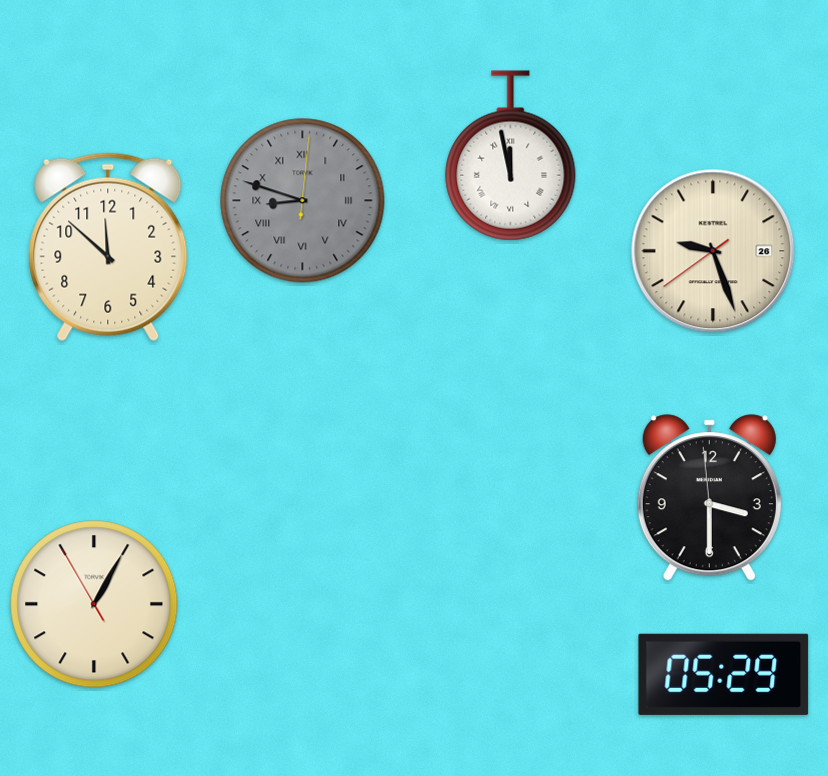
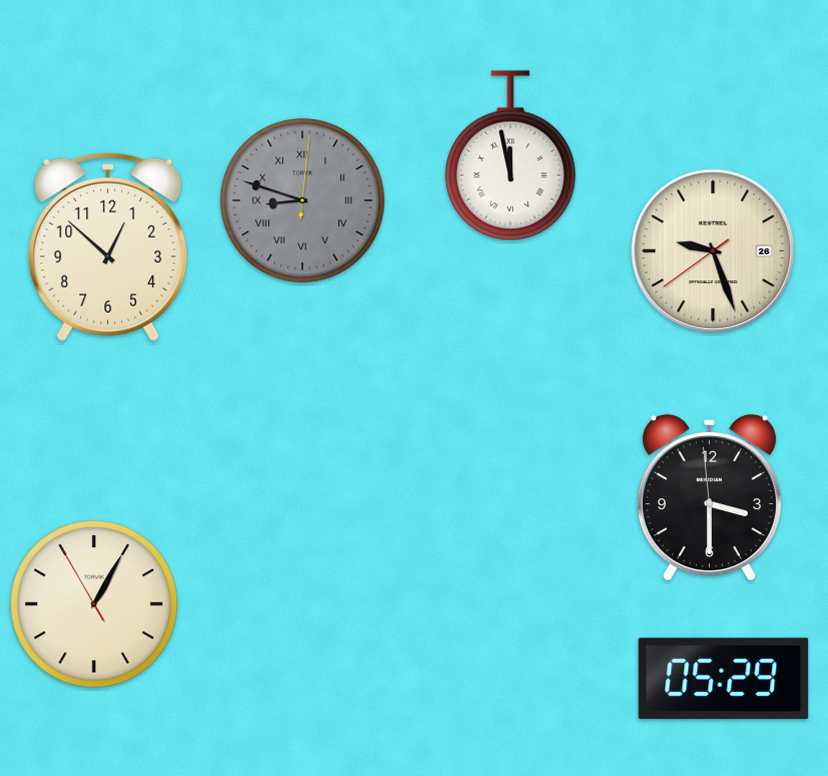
clock at (108, 247): 11:52 -> 12:52
clock at (724, 674) position: (724, 674) -> (724, 678)
